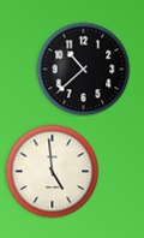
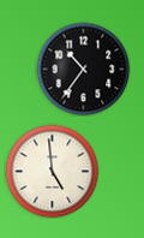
clock at (83, 69): 10:38 -> 10:36
